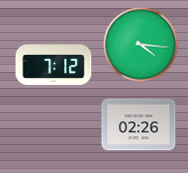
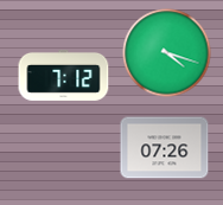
clock at (141, 45): 4:16 -> 4:18
clock at (139, 125): 02:26 -> 07:26
